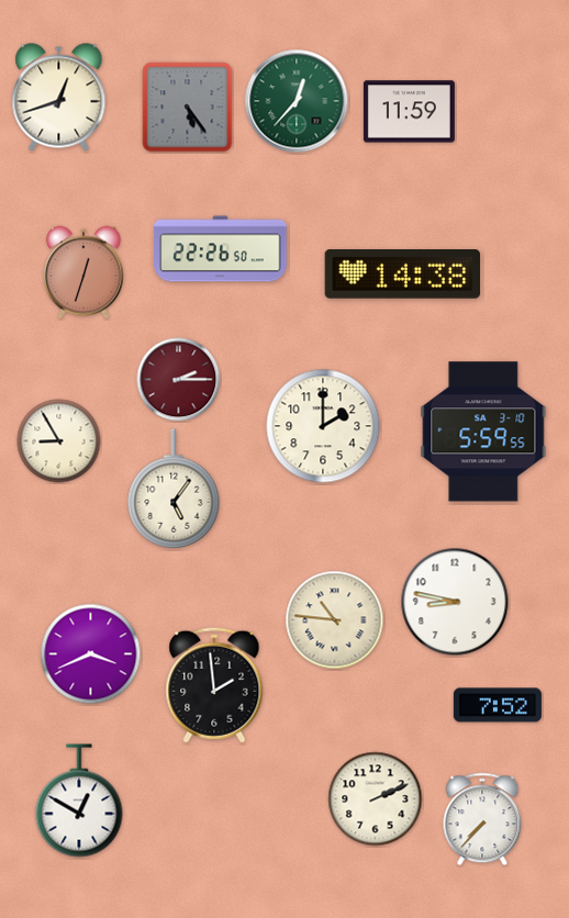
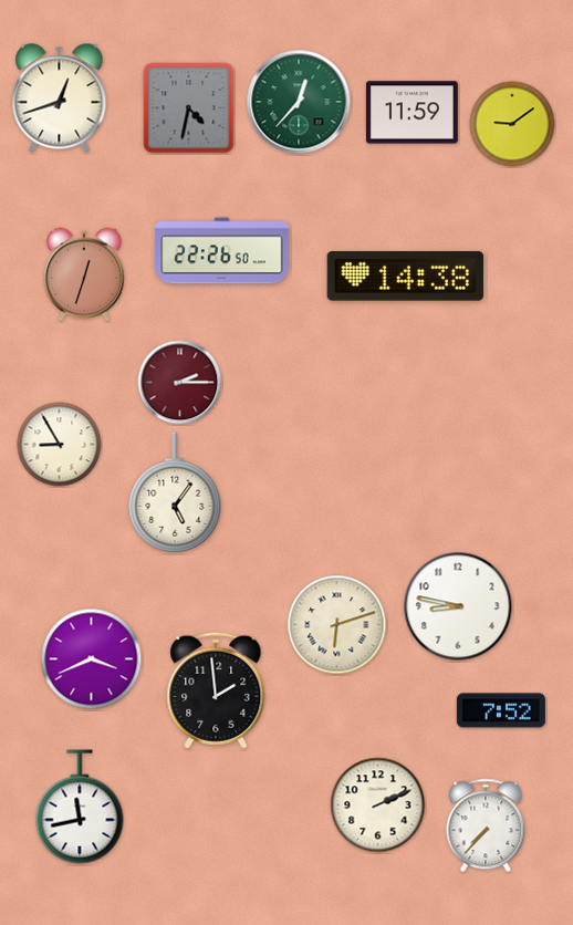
clock at (188, 108): 5:24 -> 4:32
clock at (512, 124): none -> 9:09
clock at (323, 426): 2:00 -> none
clock at (483, 432): 5:59 -> none
clock at (335, 620): 10:46 -> 6:12
clock at (79, 801): 12:50 -> 11:43
